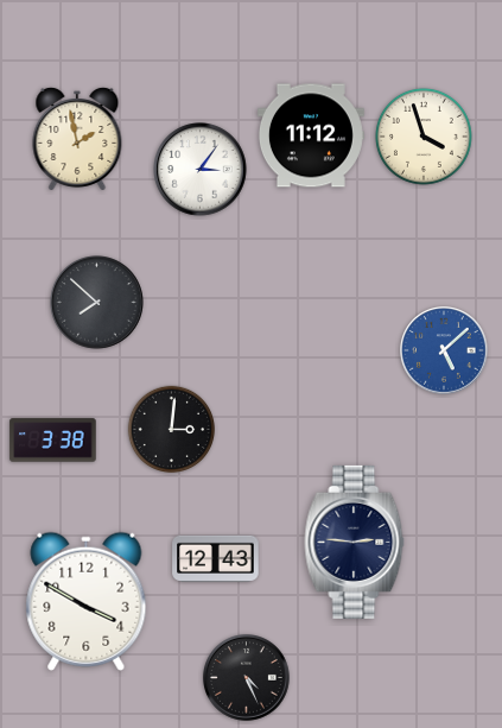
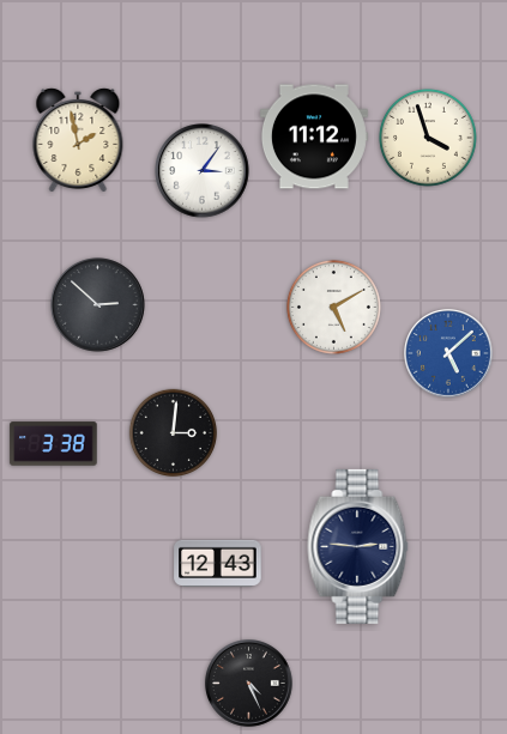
clock at (97, 303): 7:52 -> 2:52
clock at (333, 307): none -> 5:10
clock at (87, 601): 3:50 -> none
